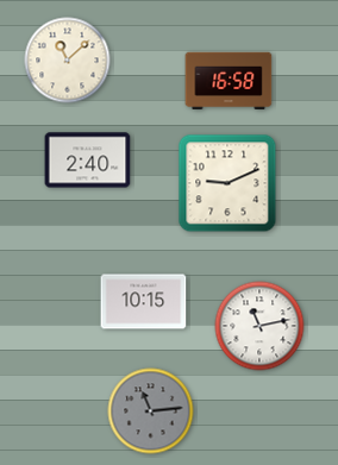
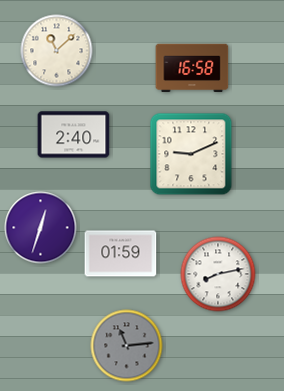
clock at (41, 228): none -> 12:33
clock at (144, 302): 10:15 -> 01:59
clock at (259, 326): 11:13 -> 8:13
